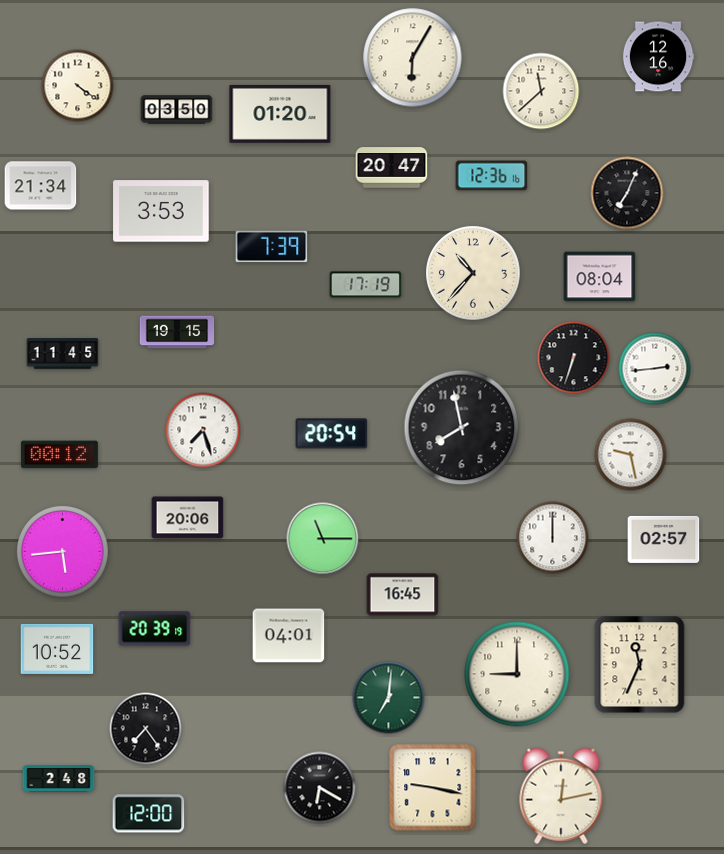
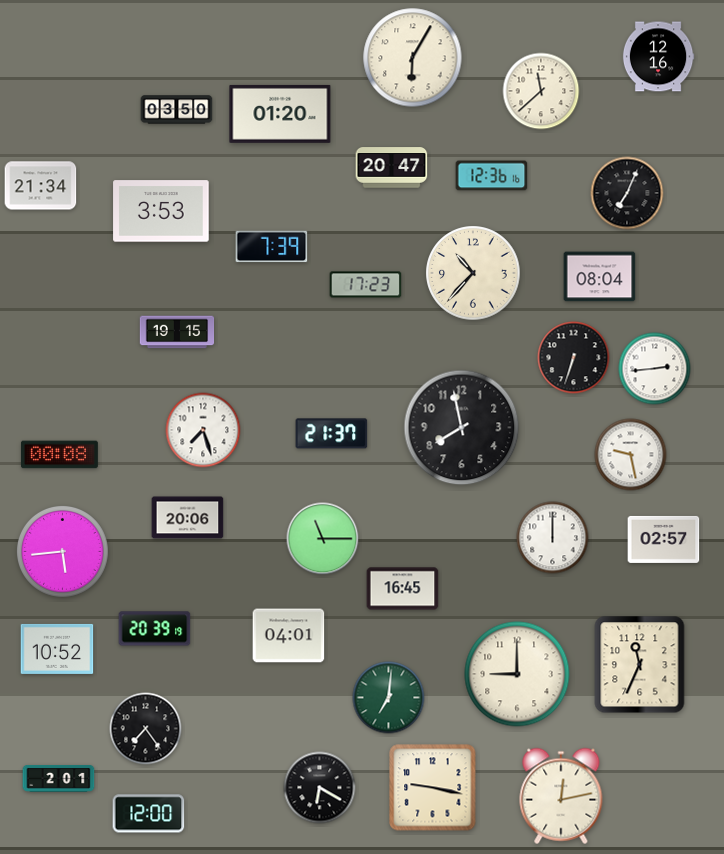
clock at (78, 86): 4:21 -> none
clock at (366, 285): 17:19 -> 17:23
clock at (63, 354): 11:45 -> none
clock at (332, 434): 20:54 -> 21:37
clock at (59, 455): 00:12 -> 00:08
clock at (403, 595) position: (403, 595) -> (403, 589)
clock at (59, 779): 2:48 -> 2:01
